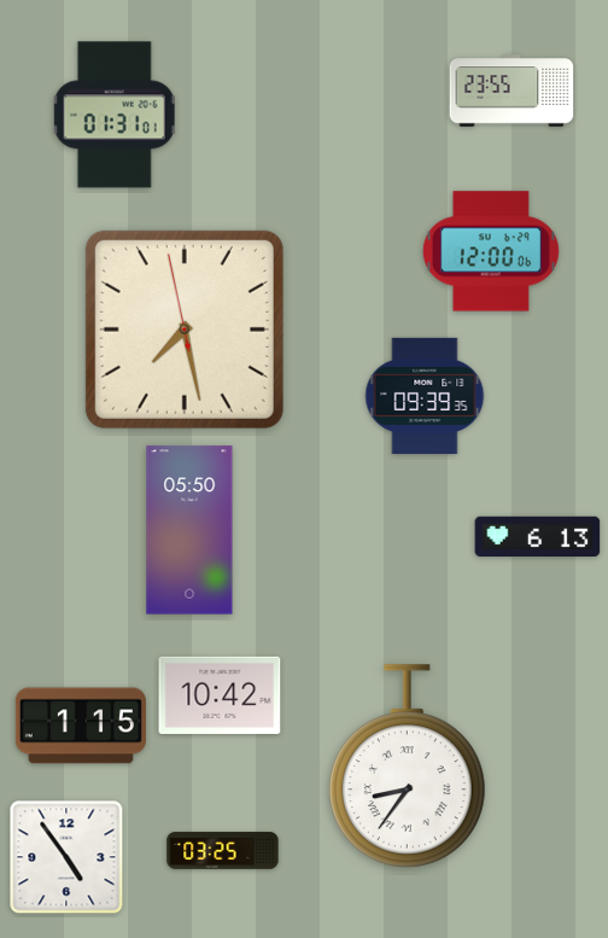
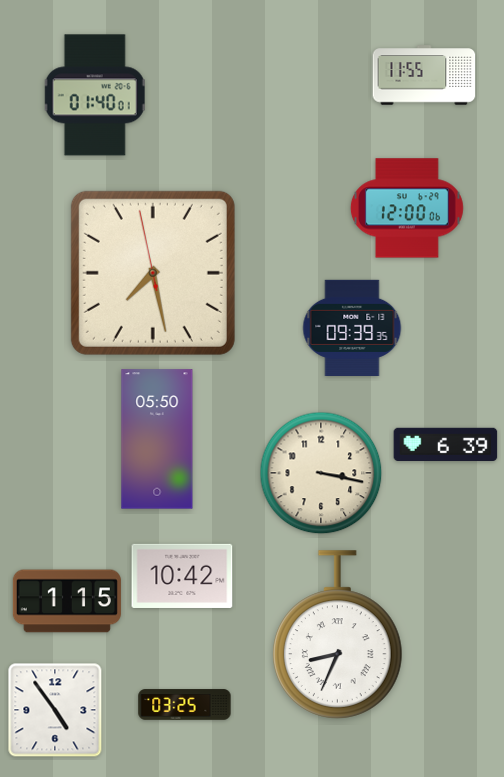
clock at (511, 91): 23:55 -> 11:55
clock at (115, 115): 01:31 -> 01:40
clock at (538, 536): 6:13 -> 6:39
clock at (321, 473): none -> 3:17
clock at (407, 767): 8:36 -> 8:34
